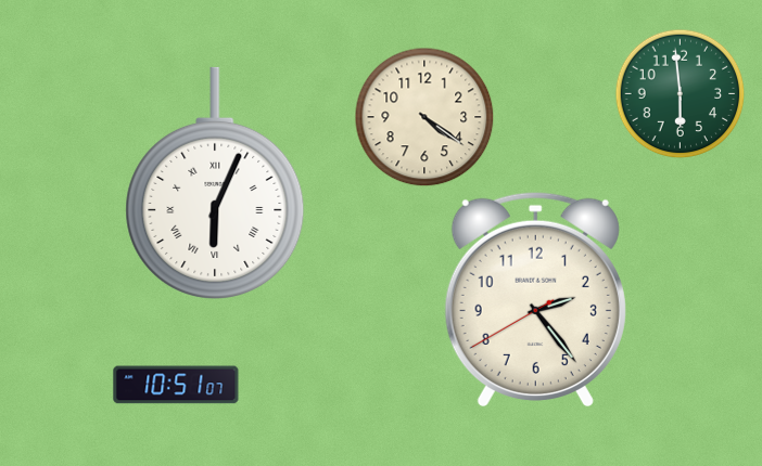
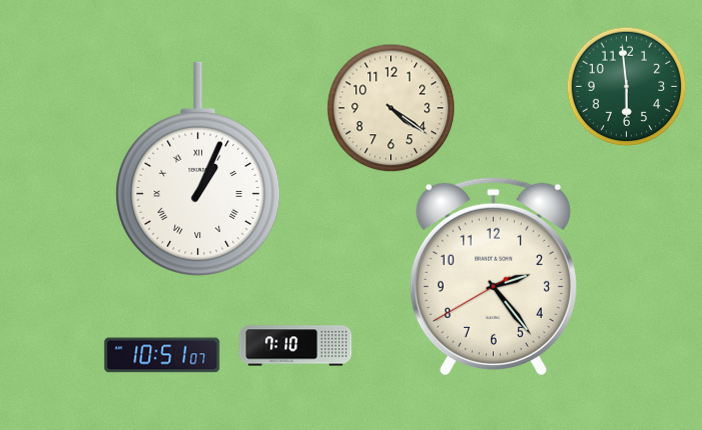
clock at (215, 183): 6:04 -> 1:04
clock at (296, 346): none -> 7:10
